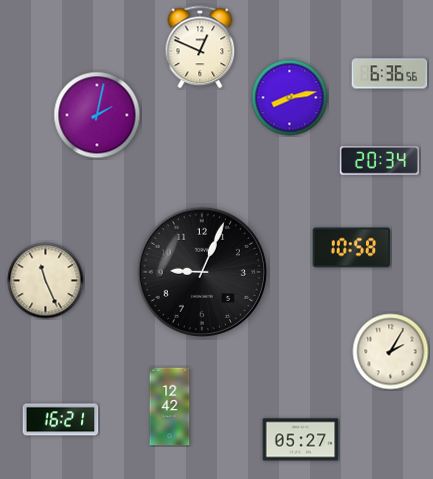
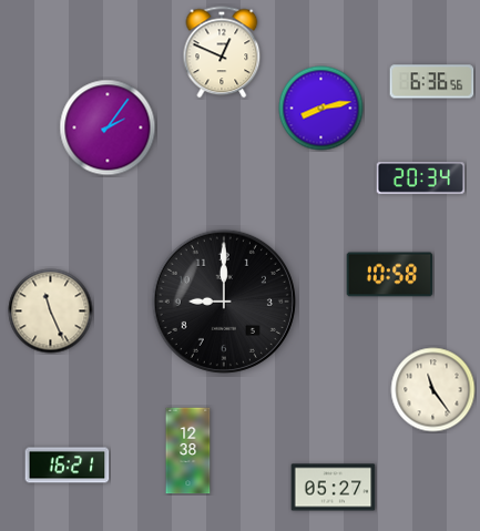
clock at (97, 115): 2:02 -> 2:06
clock at (202, 272): 9:04 -> 9:00
clock at (391, 352): 2:05 -> 11:24
clock at (170, 407): 12:42 -> 12:38
